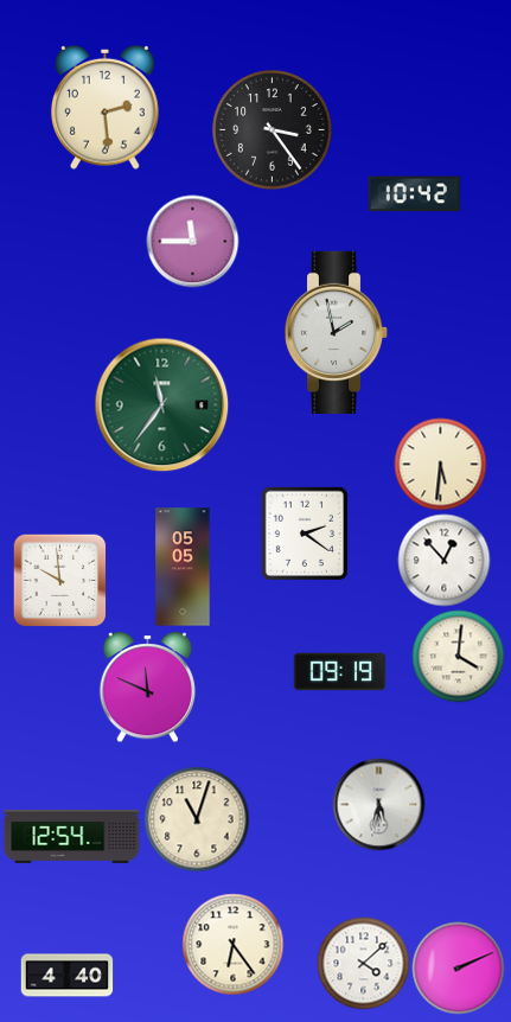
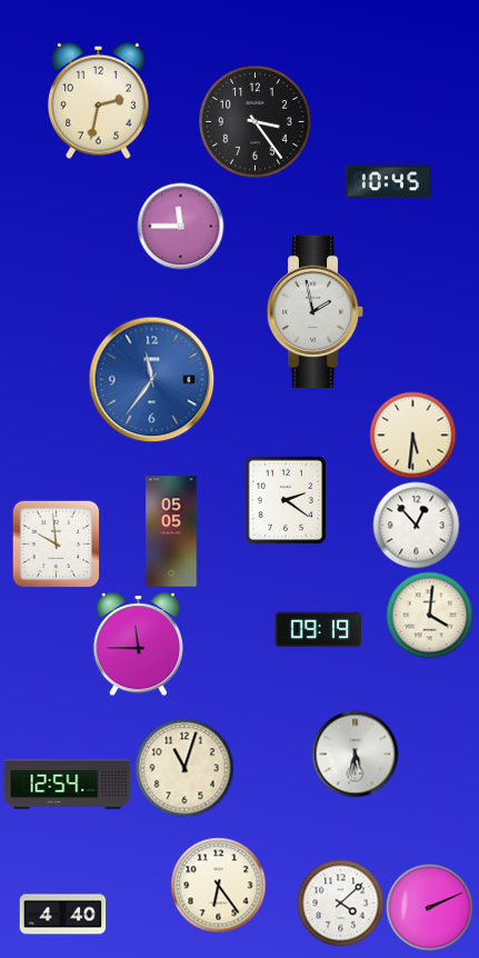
clock at (106, 107): 2:29 -> 2:32
clock at (414, 194): 10:42 -> 10:45
clock at (161, 404) dial: green -> blue
clock at (148, 686): 11:49 -> 11:45
